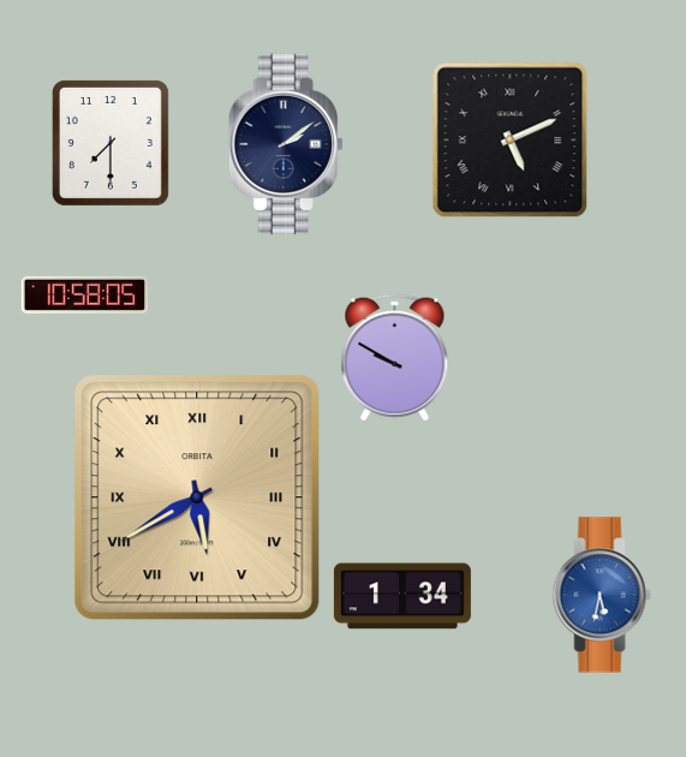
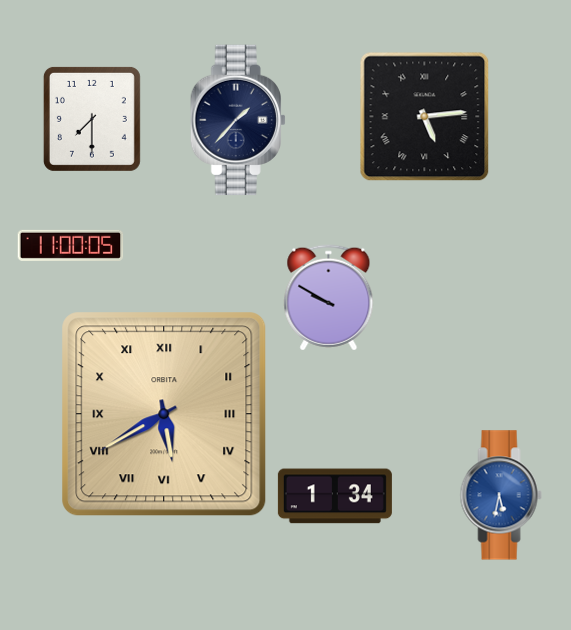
clock at (511, 141): 5:11 -> 5:14
clock at (286, 144): 2:09 -> 1:37
clock at (85, 294): 10:58 -> 11:00
